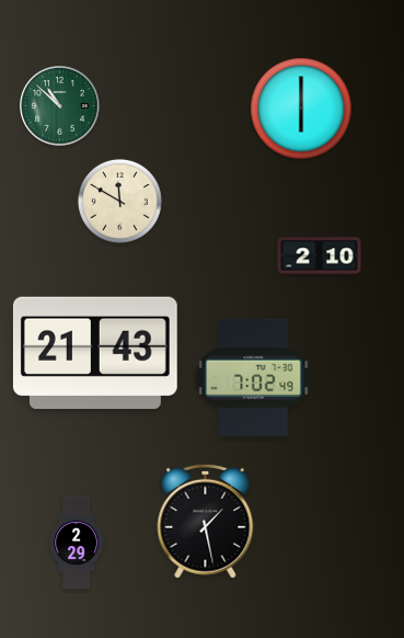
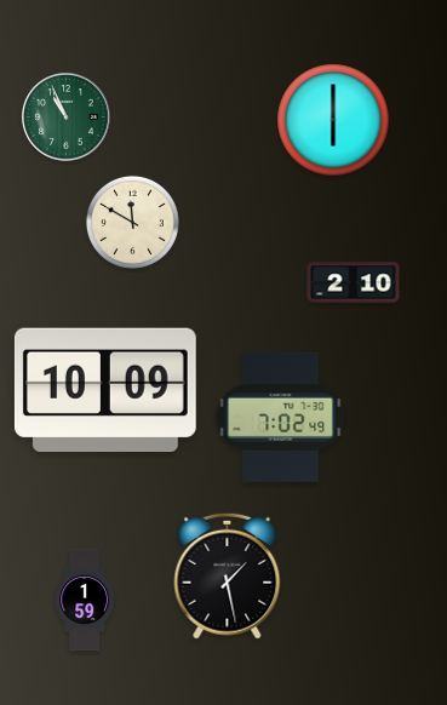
clock at (60, 106): 10:52 -> 10:56
clock at (95, 352): 21:43 -> 10:09
clock at (77, 543): 2:29 -> 1:59
